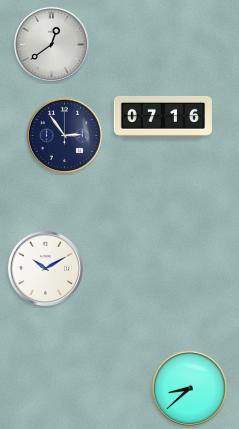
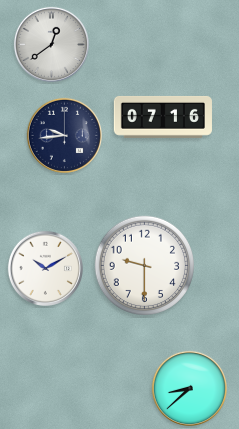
clock at (64, 135): 2:54 -> 9:44
clock at (144, 265): none -> 9:30
